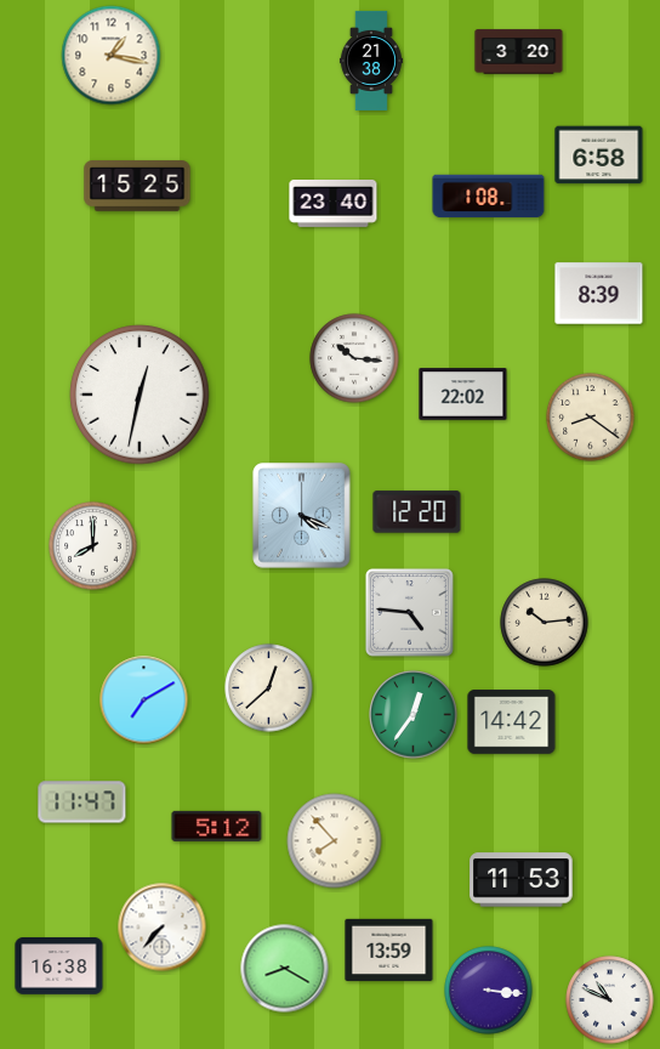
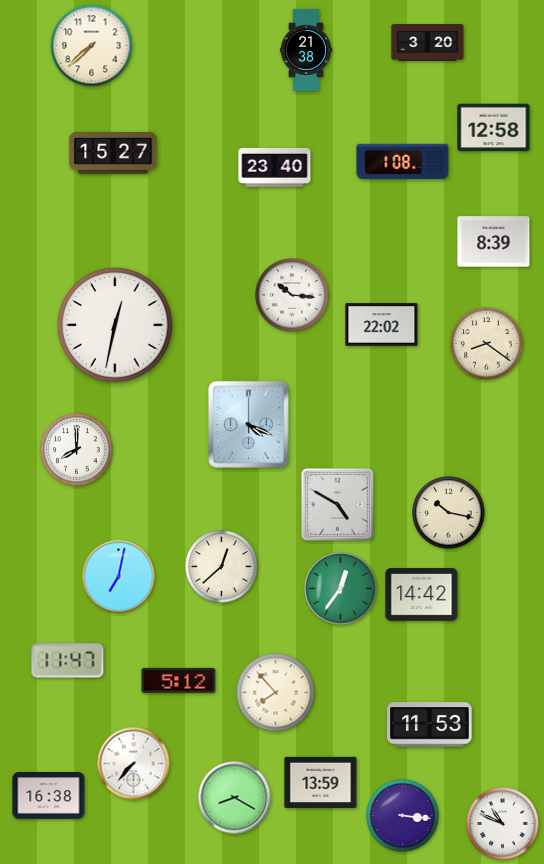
clock at (112, 56): 1:17 -> 7:38
clock at (599, 155): 6:58 -> 12:58
clock at (137, 186): 15:25 -> 15:27
clock at (417, 512): 12:20 -> none
clock at (410, 613): 4:46 -> 4:50
clock at (545, 623): 10:14 -> 10:17
clock at (144, 701): 7:10 -> 7:02
